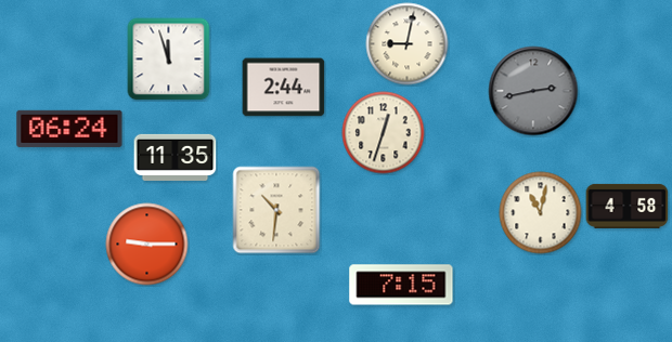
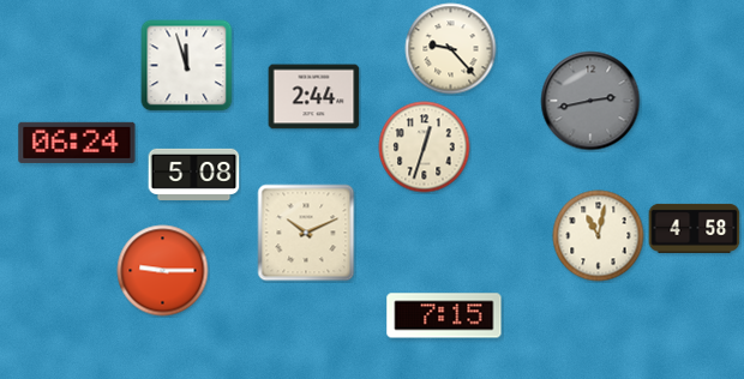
clock at (408, 44): 9:02 -> 9:23
clock at (176, 157): 11:35 -> 5:08
clock at (276, 210): 10:31 -> 10:11
